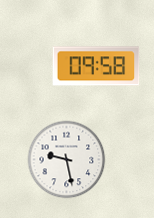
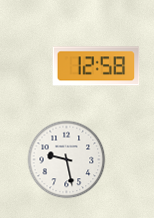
clock at (96, 66): 09:58 -> 12:58
